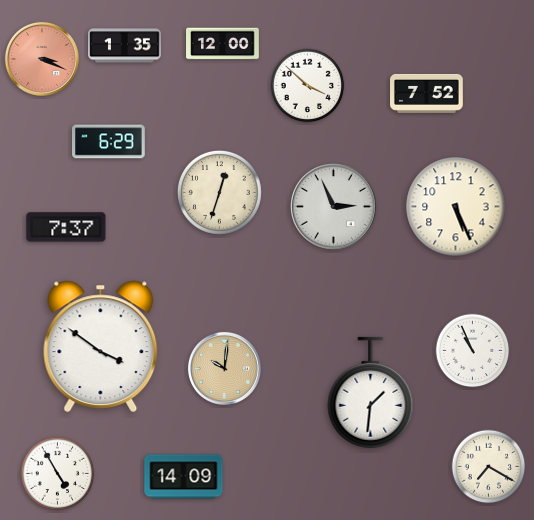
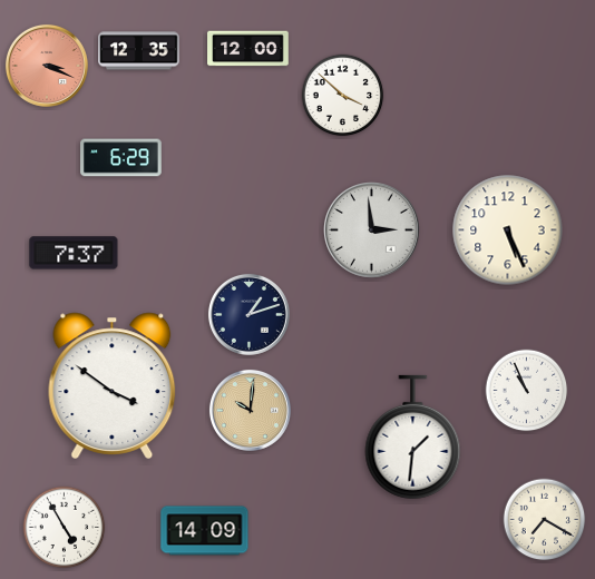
clock at (125, 46): 1:35 -> 12:35
clock at (427, 93): 7:52 -> none
clock at (219, 192): 12:33 -> none
clock at (334, 207): 2:56 -> 2:59
clock at (248, 314): none -> 1:12
